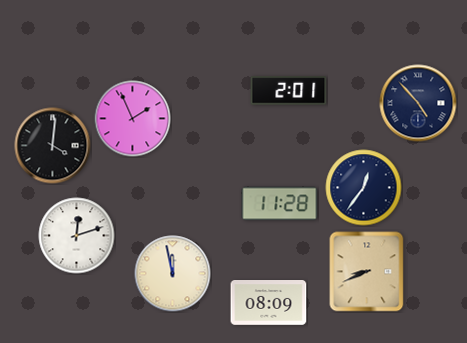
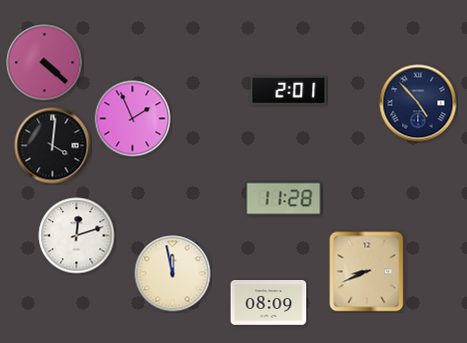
clock at (45, 63): none -> 4:22
clock at (364, 188): 12:36 -> none
clock at (280, 204) position: (280, 204) -> (284, 199)
